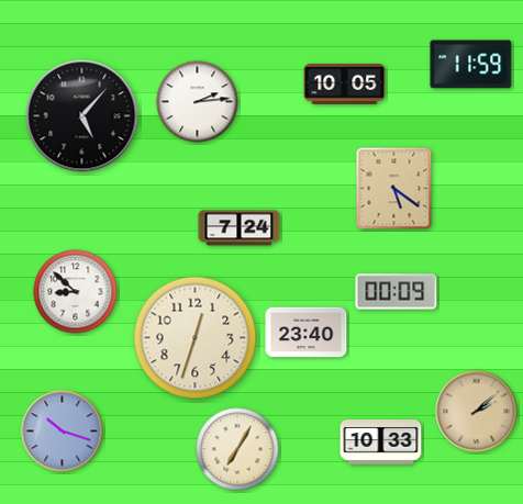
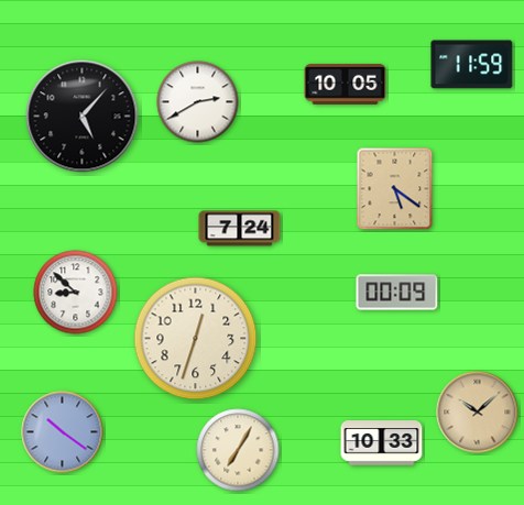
clock at (198, 102): 2:14 -> 2:40
clock at (307, 333): 23:40 -> none
clock at (477, 412): 2:08 -> 10:08
clock at (63, 432): 10:18 -> 10:21
